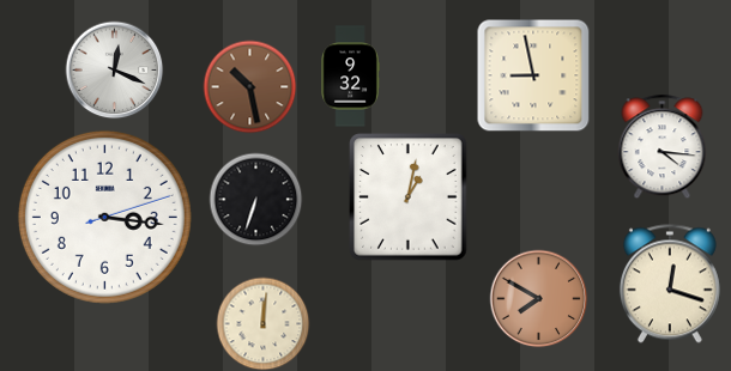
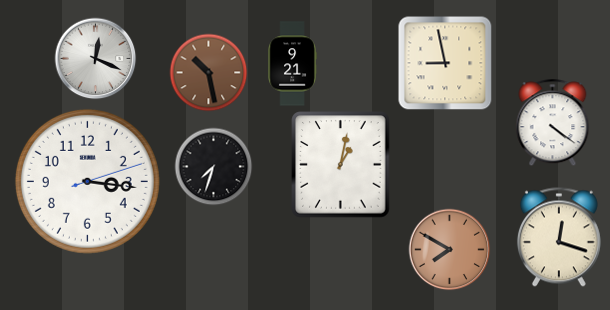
clock at (350, 77): 9:32 -> 9:21
clock at (663, 146): 4:16 -> 4:21
clock at (255, 199): 6:33 -> 7:33
clock at (262, 323): 12:01 -> none
